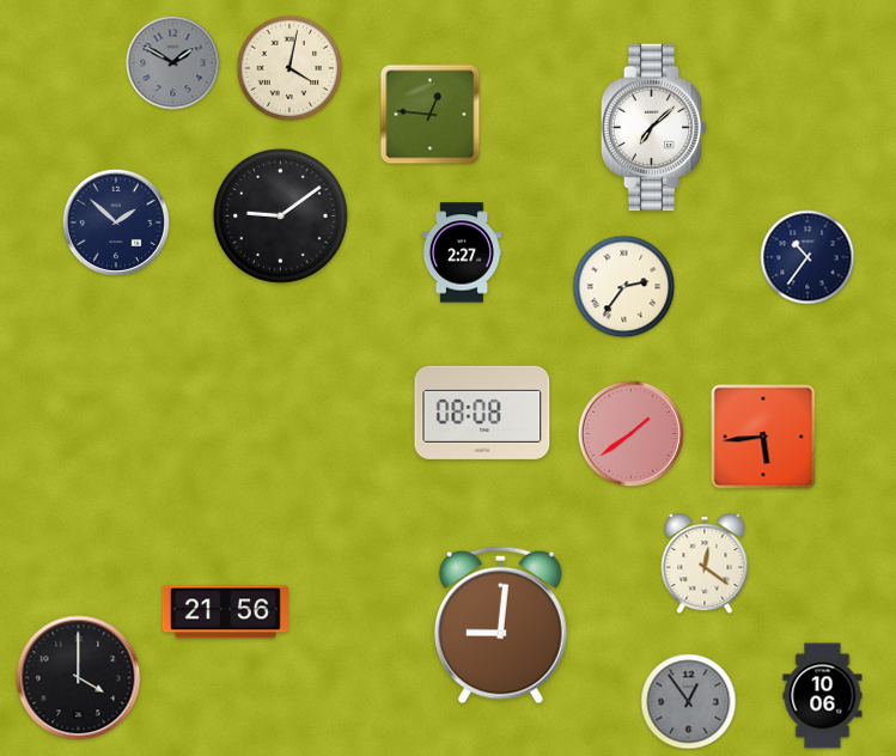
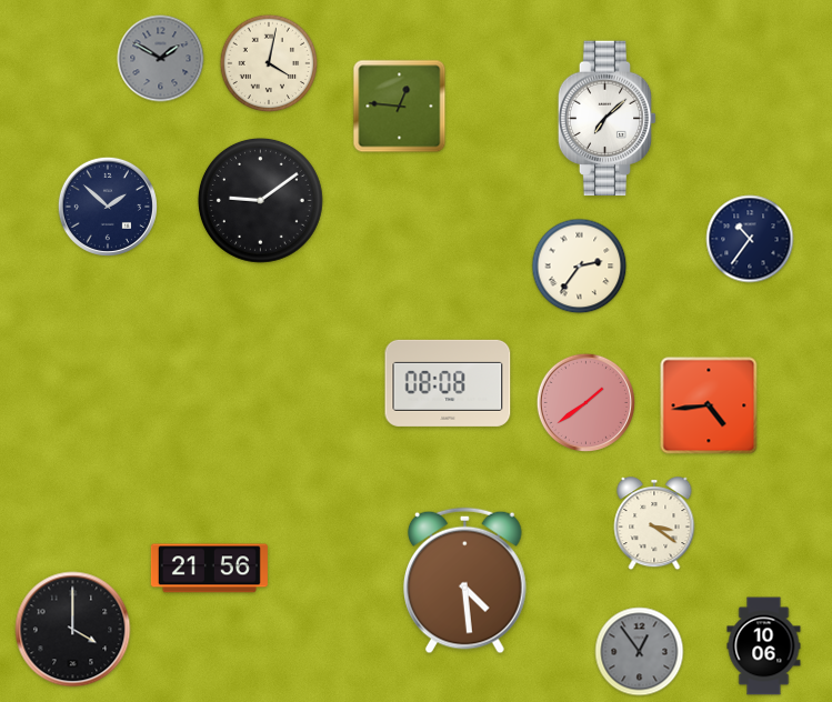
clock at (461, 252): 2:27 -> none
clock at (763, 437): 5:44 -> 4:44
clock at (705, 565): 12:21 -> 3:21
clock at (501, 626): 9:01 -> 4:29
